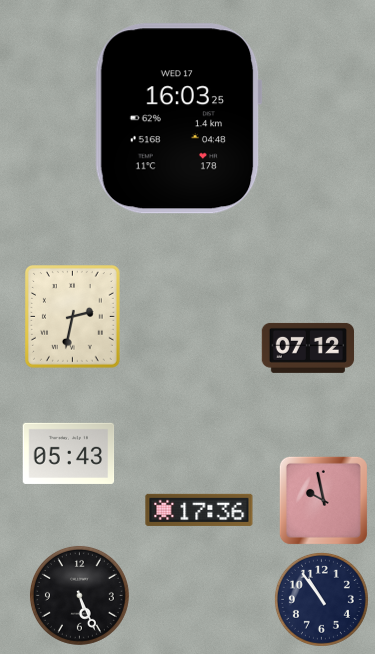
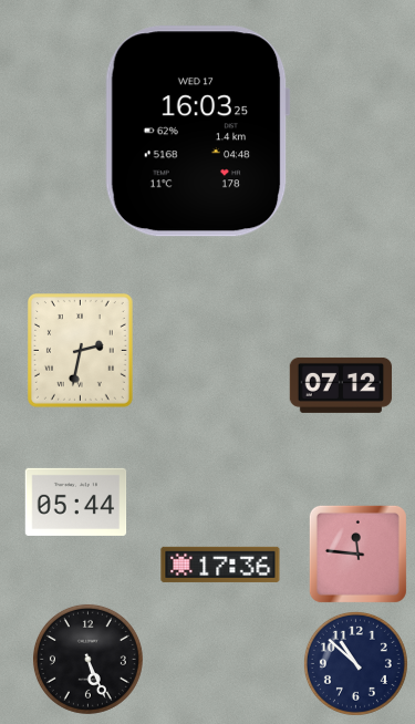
clock at (69, 453): 05:43 -> 05:44
clock at (323, 500): 9:58 -> 11:46
clock at (321, 599): 10:54 -> 10:52
